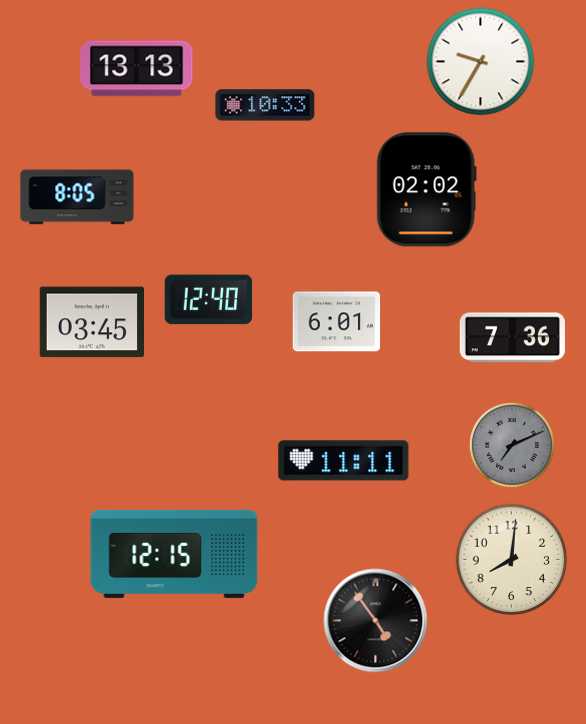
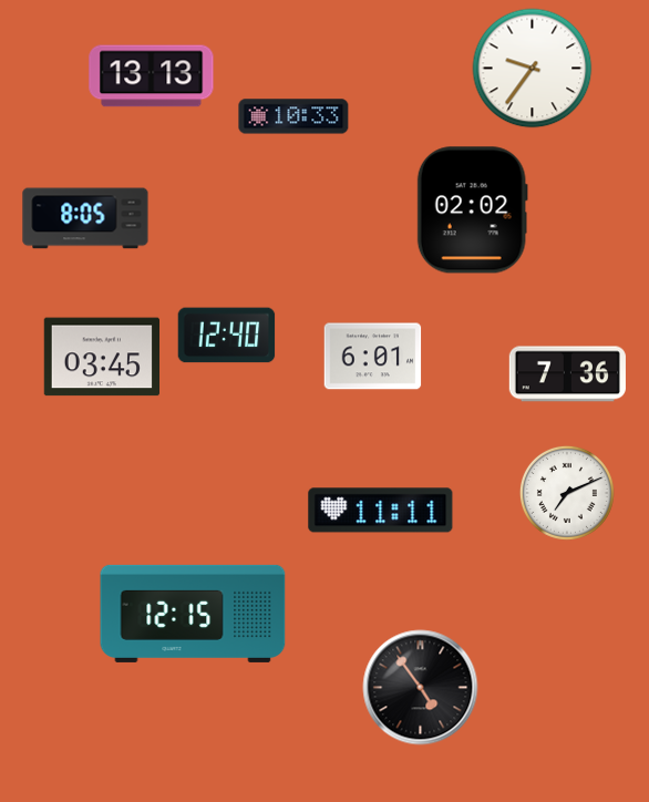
clock at (481, 62): 9:35 -> 9:36
clock at (209, 300) position: (209, 300) -> (227, 336)
clock at (512, 445) dial: grey -> white
clock at (512, 560): 8:01 -> none
clock at (376, 621) position: (376, 621) -> (421, 688)
